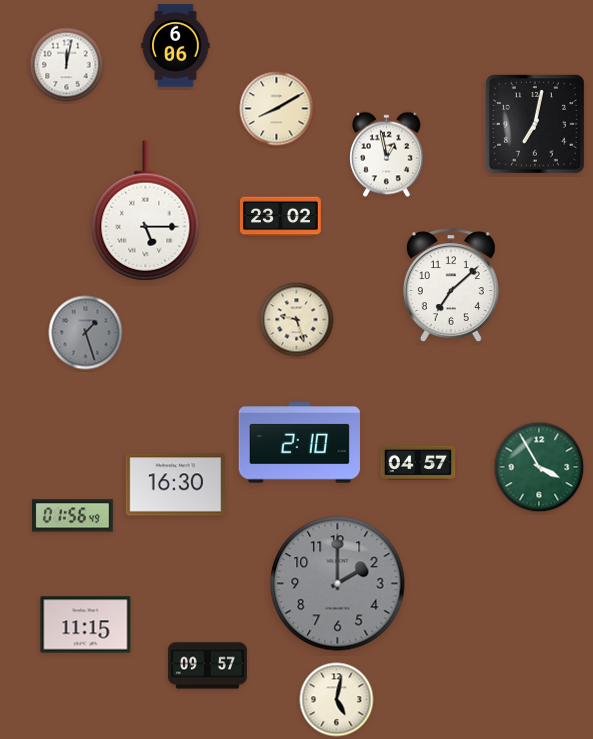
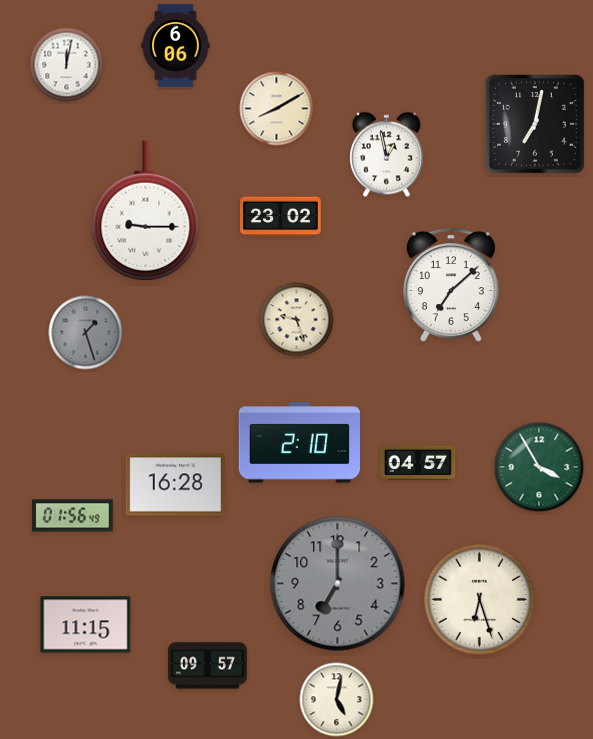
clock at (146, 211): 5:15 -> 9:15
clock at (175, 485): 16:30 -> 16:28
clock at (338, 584): 2:00 -> 7:00
clock at (479, 599): none -> 6:27
